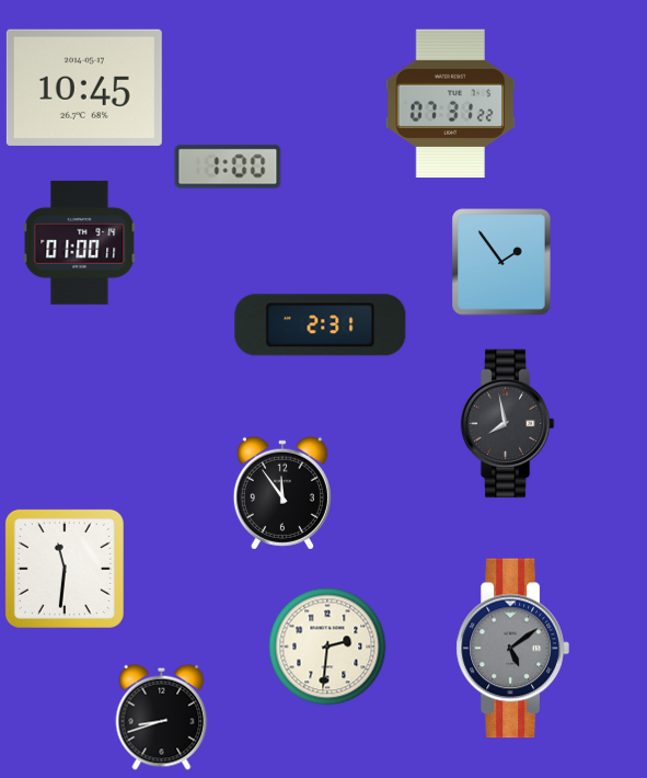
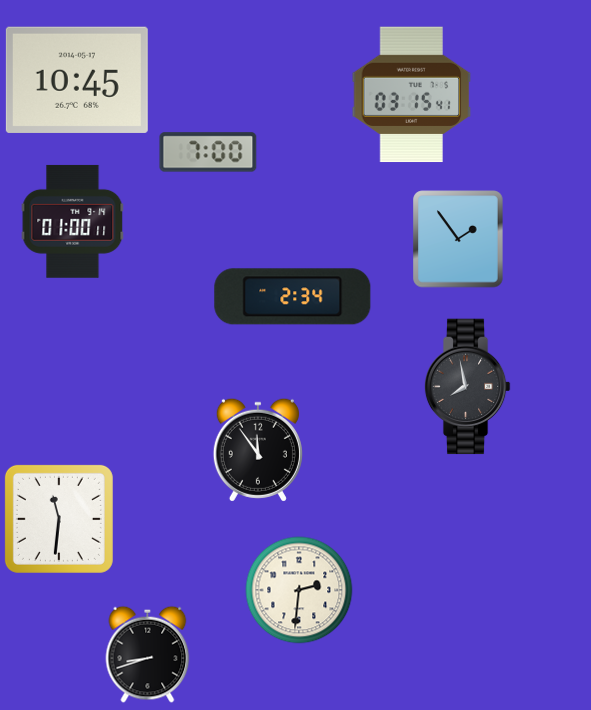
clock at (451, 104): 07:31 -> 03:15
clock at (228, 167): 1:00 -> 7:00
clock at (321, 325): 2:31 -> 2:34
clock at (507, 424) position: (507, 424) -> (467, 387)
clock at (512, 649): 5:09 -> none
